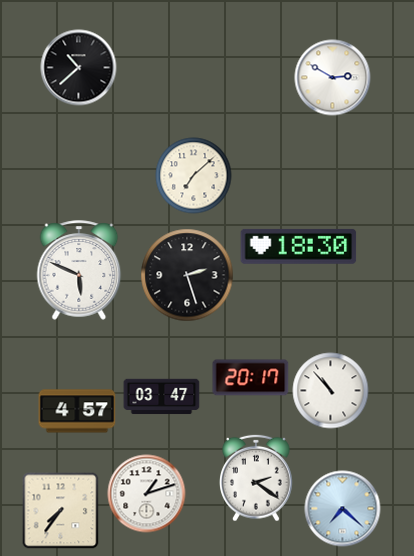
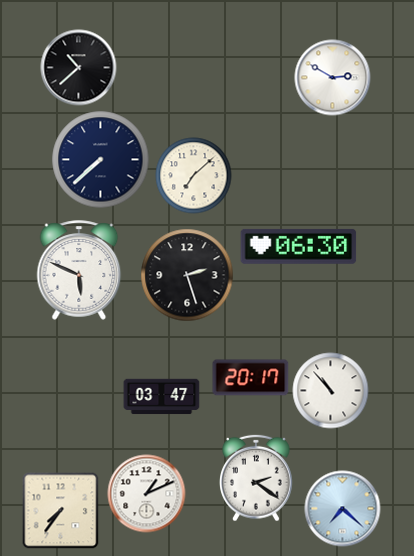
clock at (101, 160): none -> 7:38
clock at (299, 246): 18:30 -> 06:30
clock at (77, 411): 4:57 -> none
clock at (147, 494): 1:12 -> 1:11
